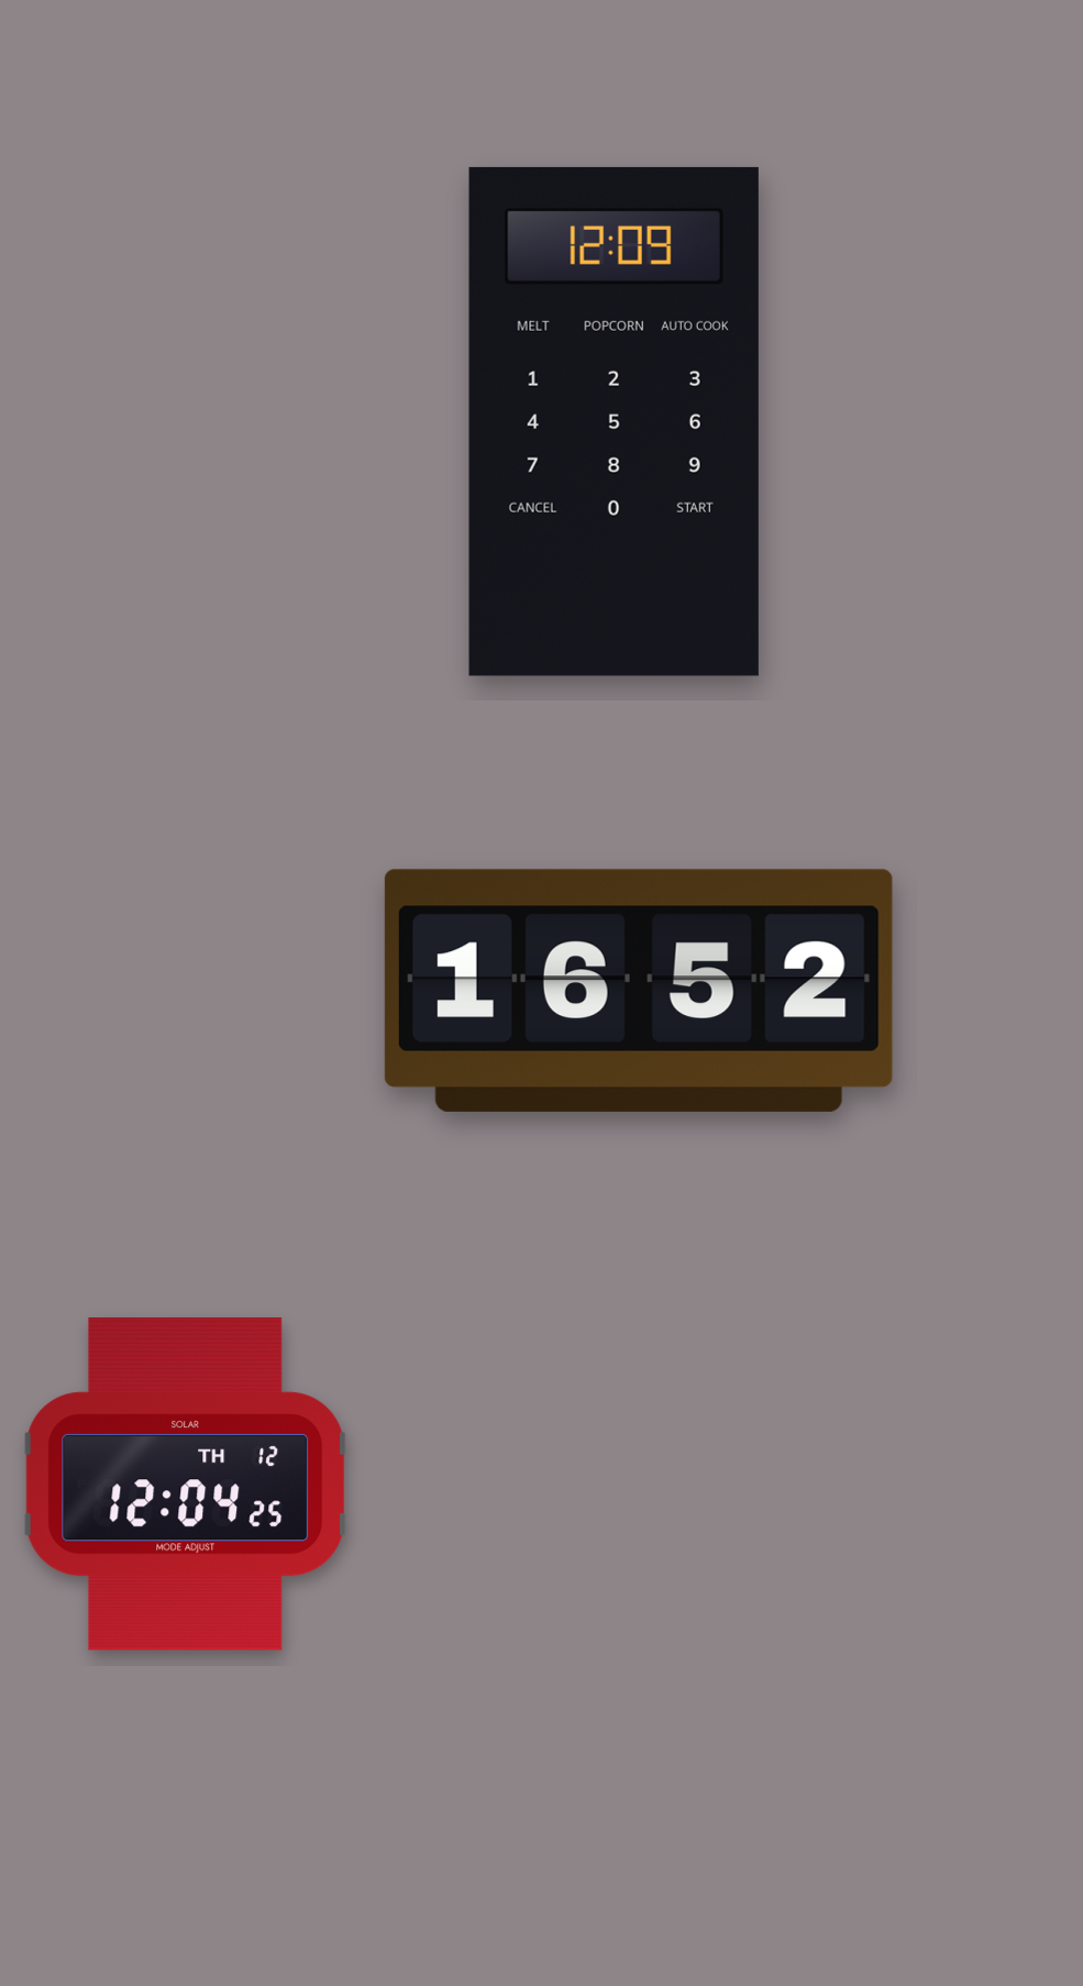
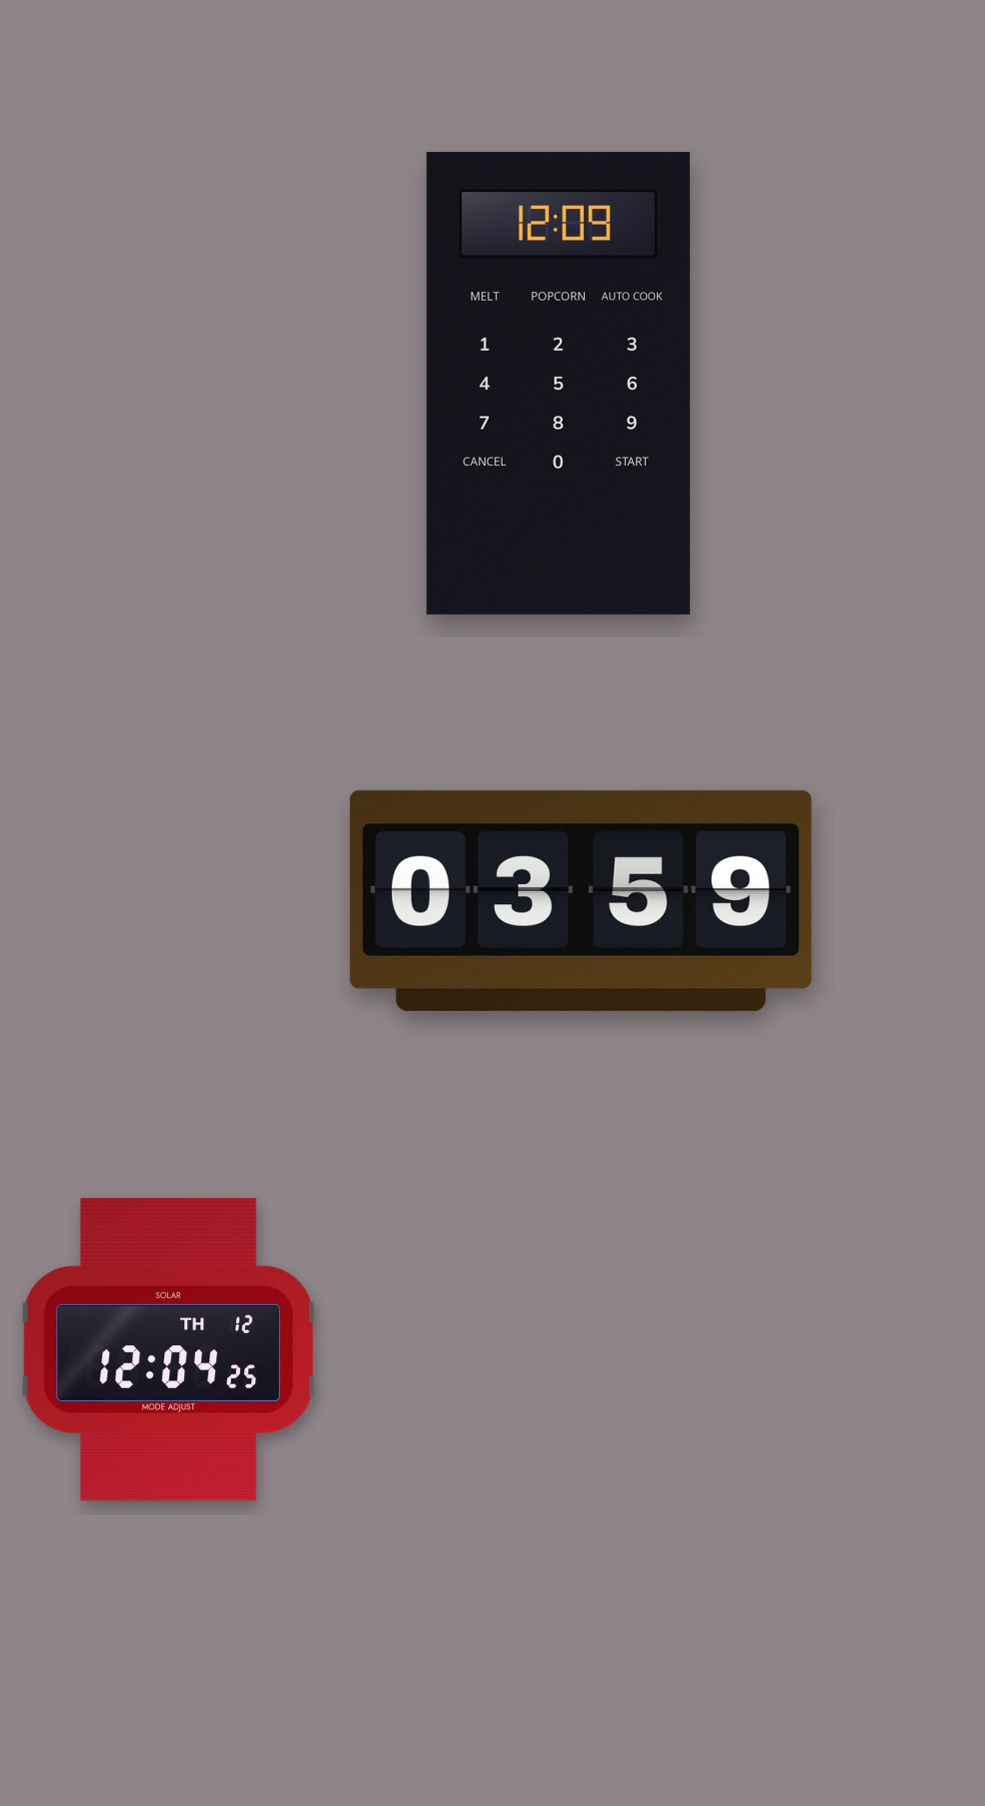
clock at (639, 991): 16:52 -> 03:59
